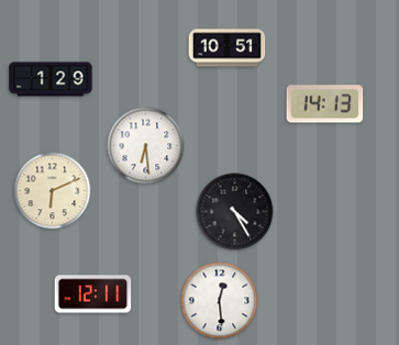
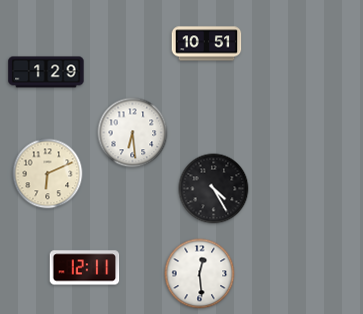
clock at (325, 104): 14:13 -> none
clock at (235, 212) position: (235, 212) -> (214, 189)
